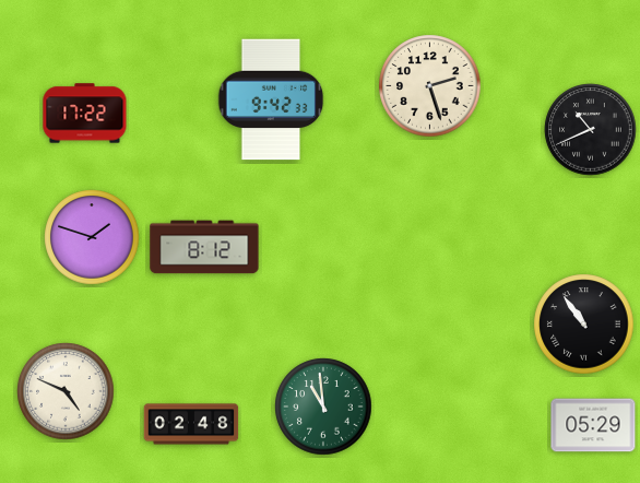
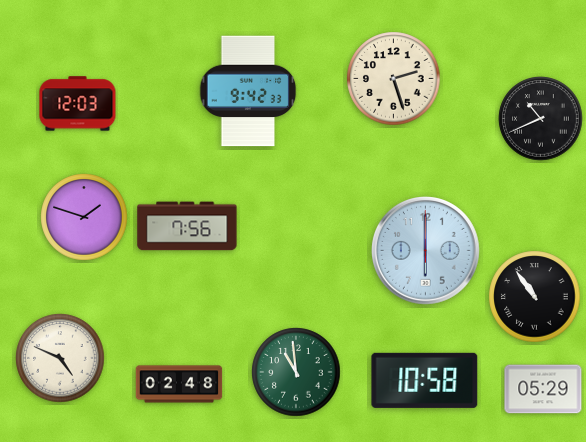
clock at (85, 114): 17:22 -> 12:03
clock at (204, 247): 8:12 -> 7:56
clock at (426, 251): none -> 6:00
clock at (425, 380): none -> 10:58
clock at (191, 424) position: (191, 424) -> (179, 384)
